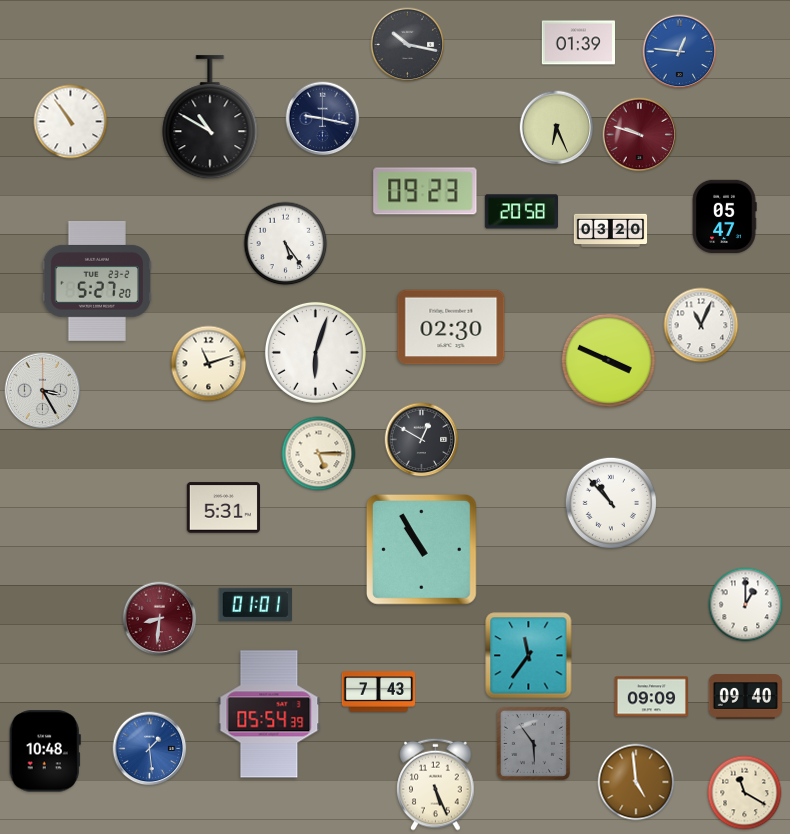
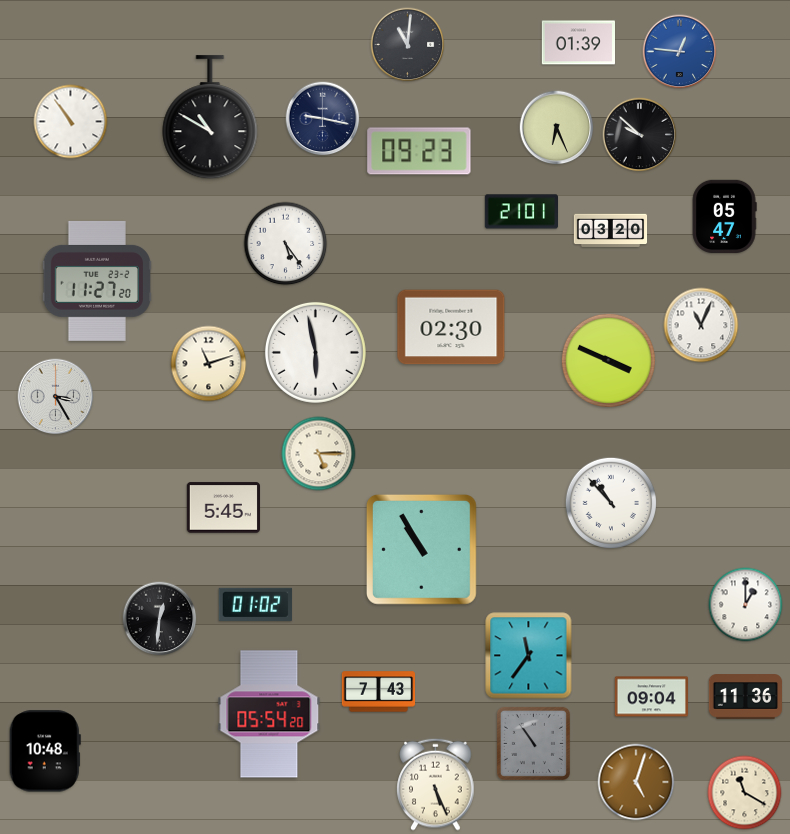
clock at (408, 45): 10:17 -> 11:01
clock at (640, 135): 9:48 -> 9:52
clock at (640, 135) dial: burgundy -> black
clock at (425, 191) position: (425, 191) -> (419, 151)
clock at (521, 212): 20:58 -> 21:01
clock at (96, 281): 5:27 -> 11:27
clock at (315, 352): 6:03 -> 5:58
clock at (43, 391) position: (43, 391) -> (56, 397)
clock at (422, 440): 12:50 -> none
clock at (223, 508): 5:31 -> 5:45
clock at (255, 604): 01:01 -> 01:02
clock at (160, 619): 8:31 -> 12:31
clock at (160, 619) dial: burgundy -> black
clock at (652, 697): 09:09 -> 09:04
clock at (746, 697): 09:40 -> 11:36
clock at (269, 714): 05:54:39 -> 05:54:20
clock at (533, 743): 5:54 -> 10:54
clock at (150, 749): 1:29 -> none
clock at (636, 782): 4:59 -> 5:03
